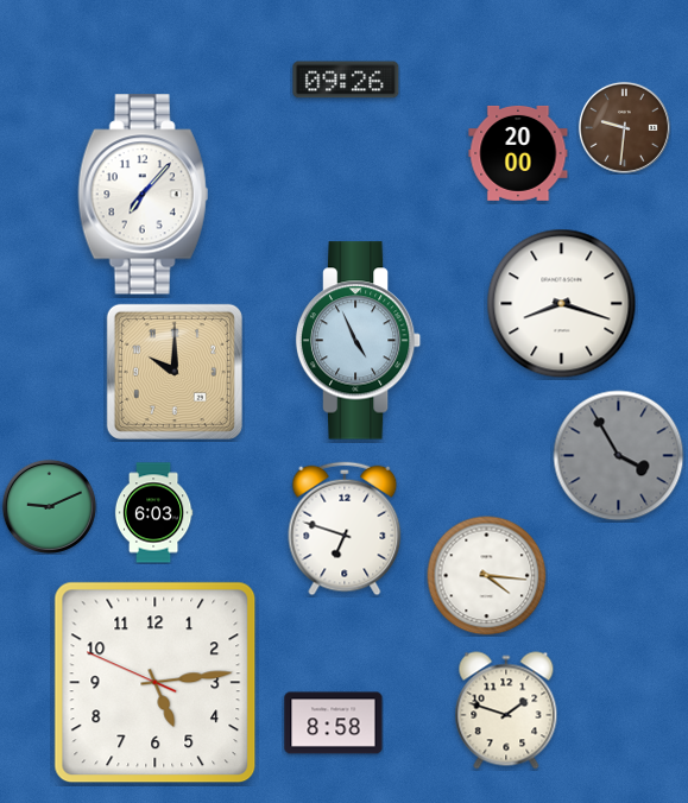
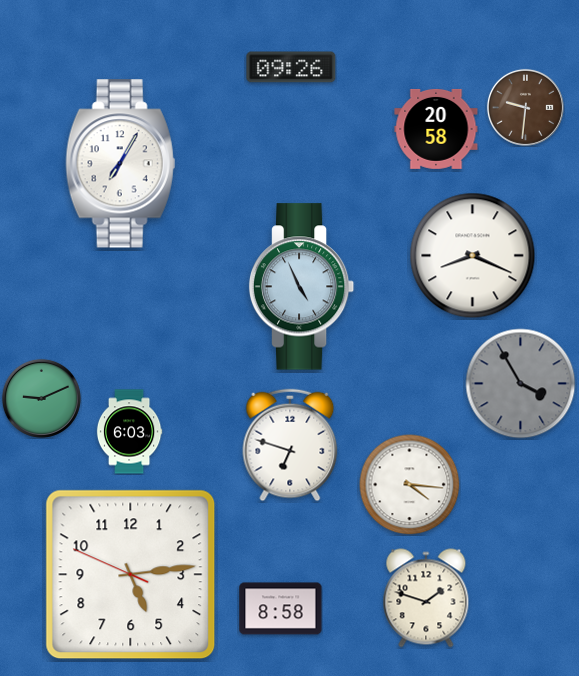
clock at (518, 153): 20:00 -> 20:58
clock at (144, 195): 7:07 -> 7:05
clock at (562, 304): 8:18 -> 8:19
clock at (175, 372): 10:00 -> none
clock at (49, 506) position: (49, 506) -> (41, 398)
